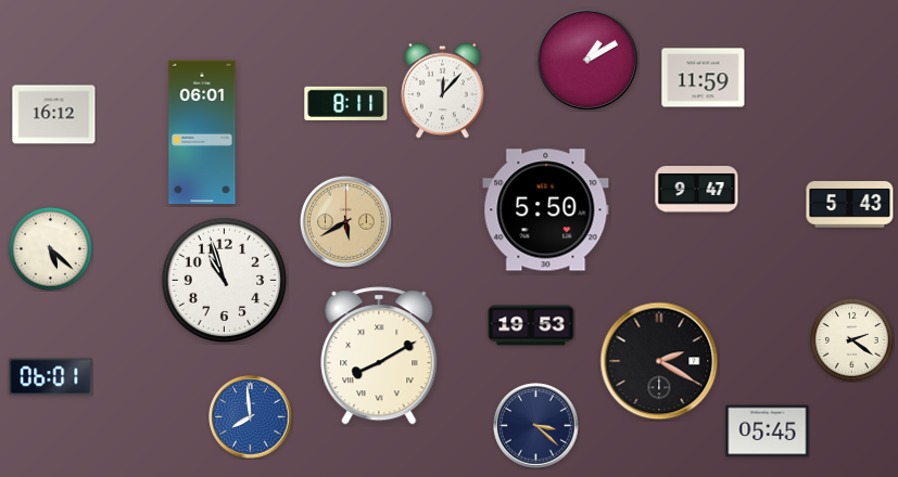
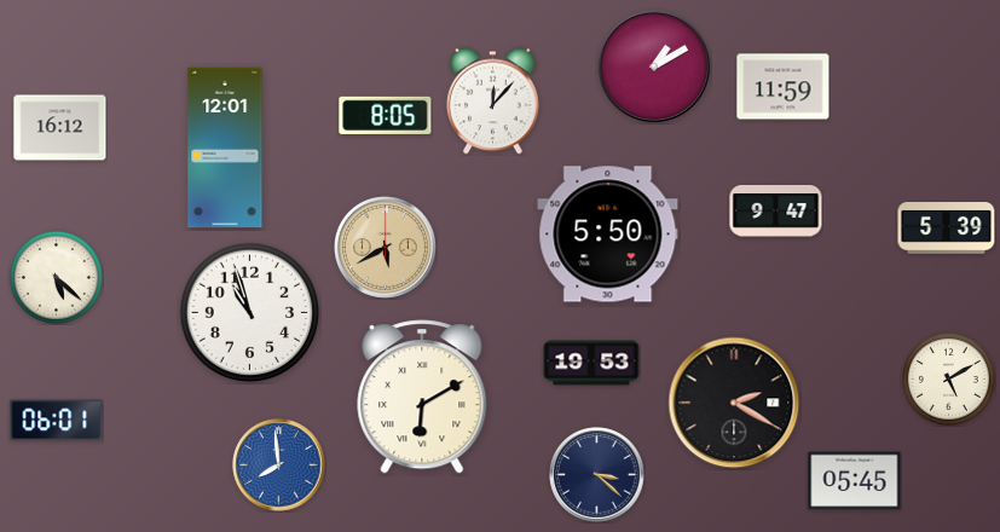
clock at (346, 103): 8:11 -> 8:05
clock at (202, 132): 06:01 -> 12:01
clock at (850, 205): 5:43 -> 5:39
clock at (851, 339): 2:21 -> 5:10
clock at (379, 356): 8:10 -> 6:10
